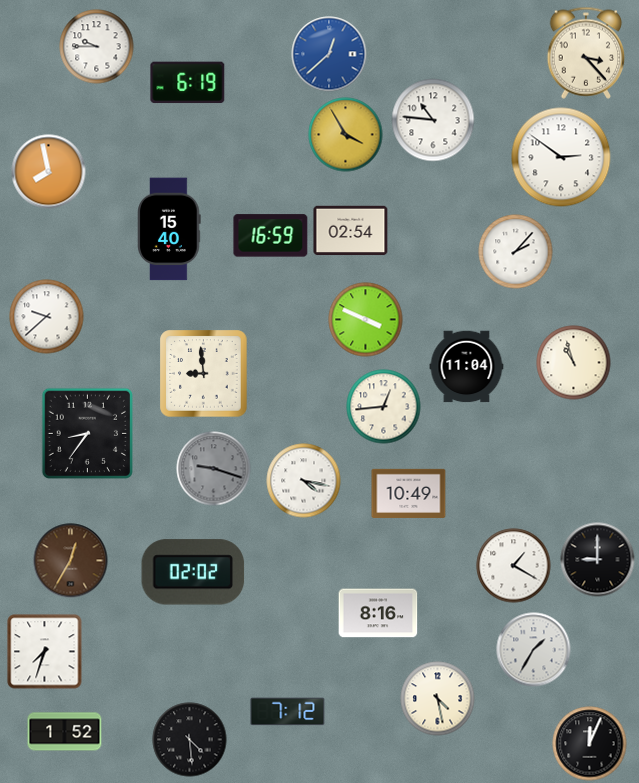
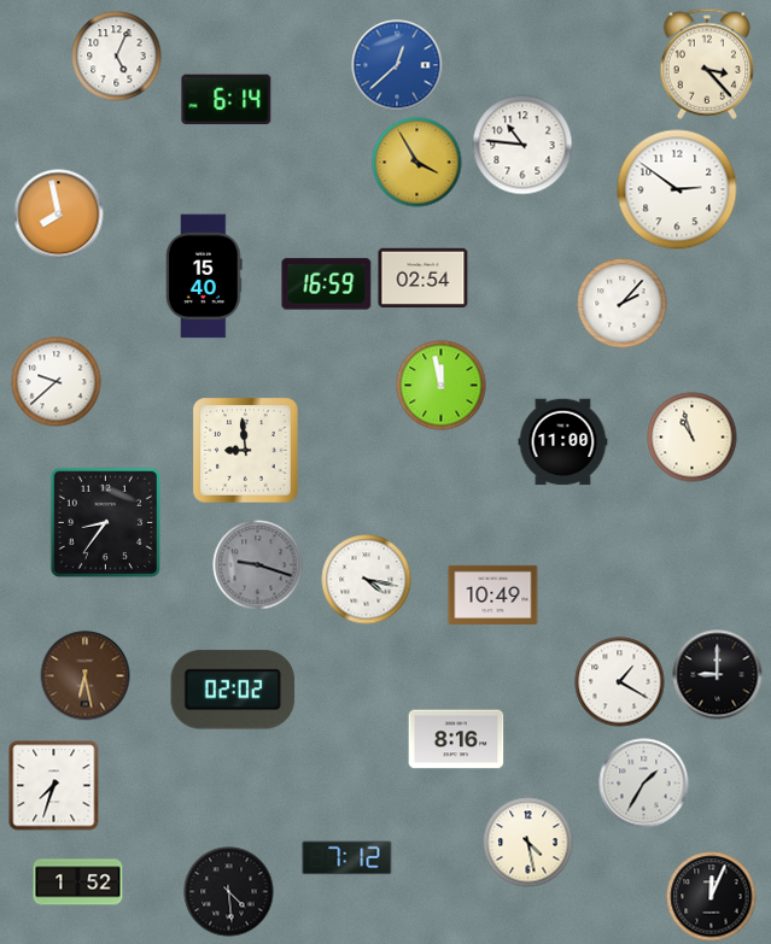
clock at (97, 47): 9:45 -> 5:04
clock at (188, 83): 6:19 -> 6:14
clock at (49, 172) position: (49, 172) -> (59, 215)
clock at (366, 320): 3:49 -> 11:58
clock at (467, 367): 11:04 -> 11:00
clock at (384, 407): 12:44 -> none
clock at (598, 560) position: (598, 560) -> (718, 675)
clock at (71, 561): 12:35 -> 6:28
